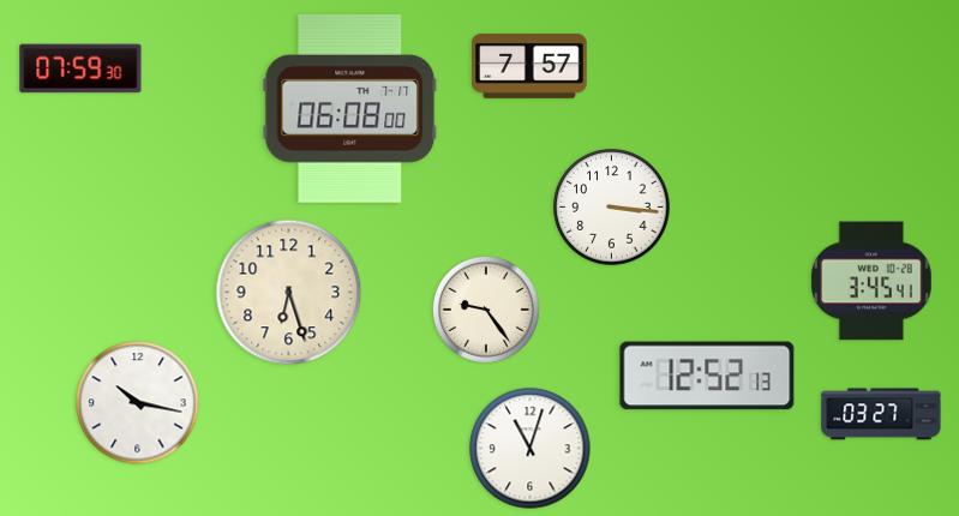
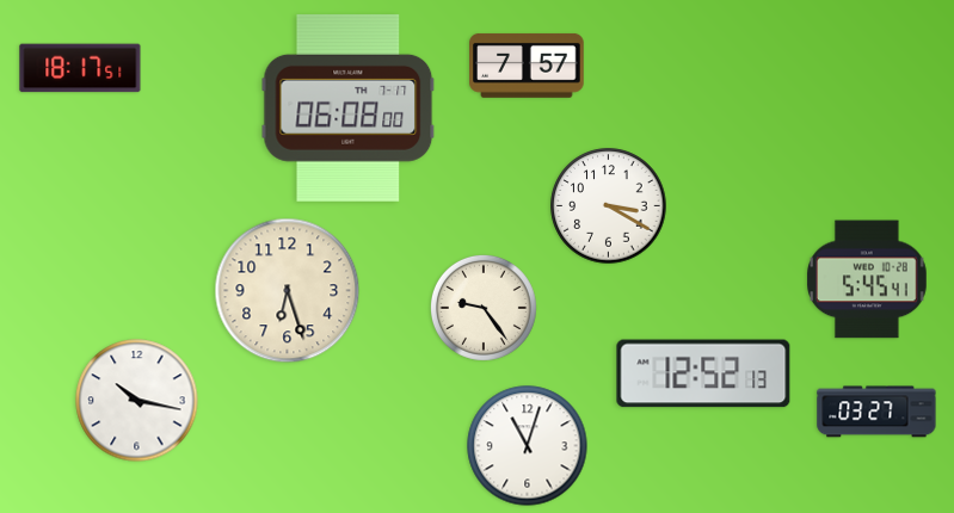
clock at (80, 68): 07:59 -> 18:17
clock at (612, 208): 3:16 -> 3:20
clock at (873, 281): 3:45 -> 5:45
